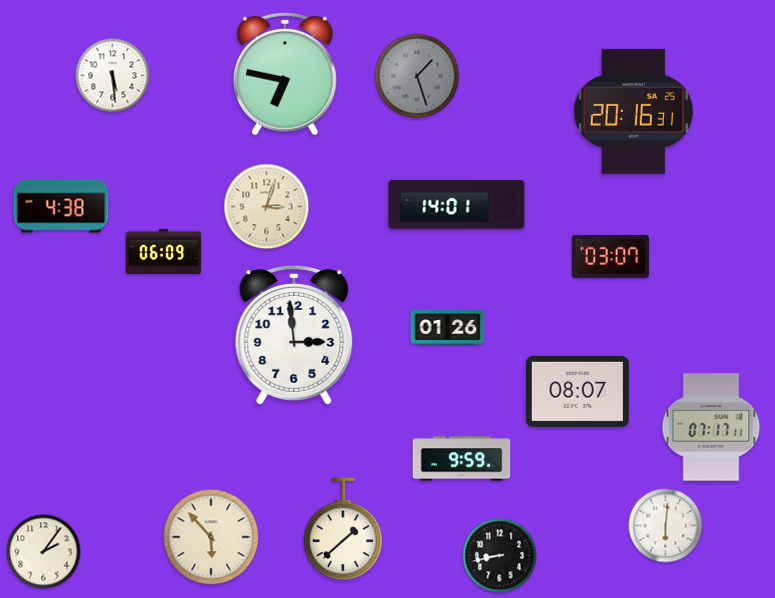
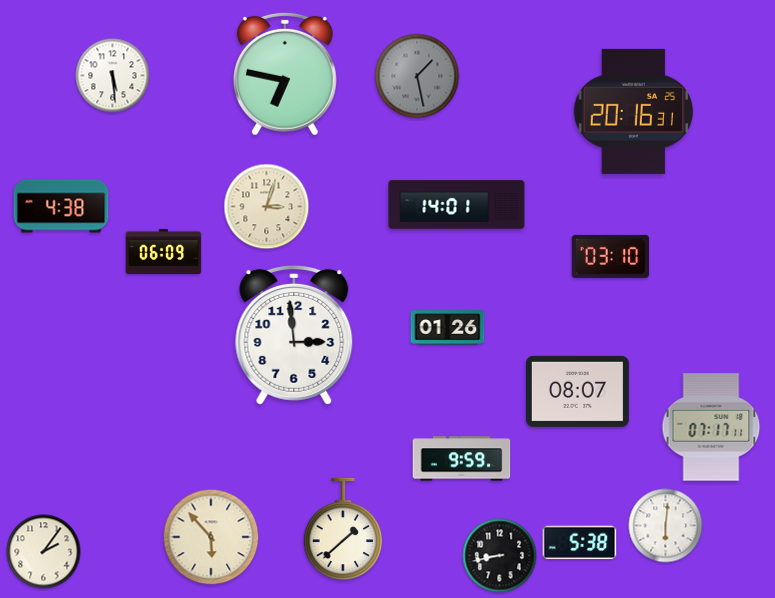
clock at (417, 76): 1:27 -> 1:28
clock at (610, 256): 03:07 -> 03:10
clock at (580, 543): none -> 5:38
